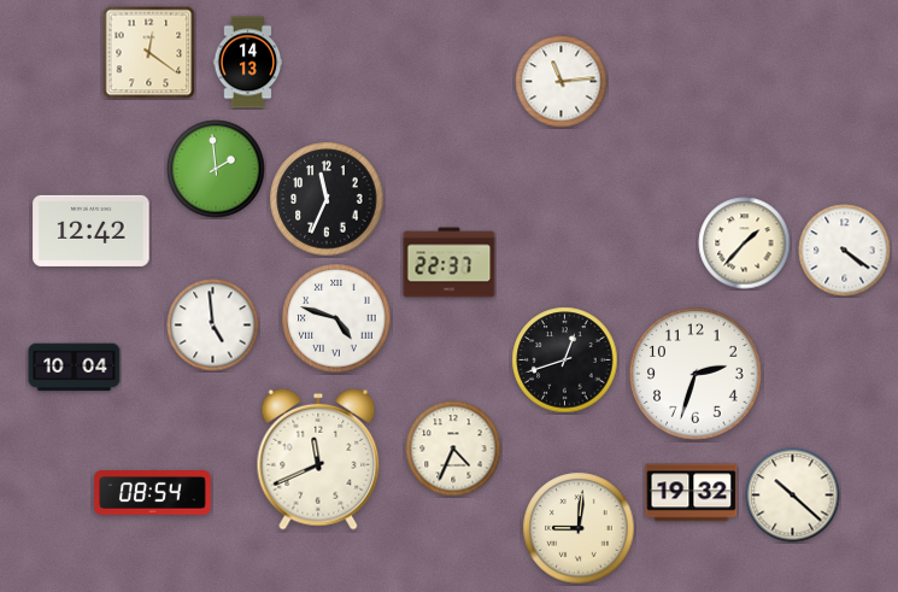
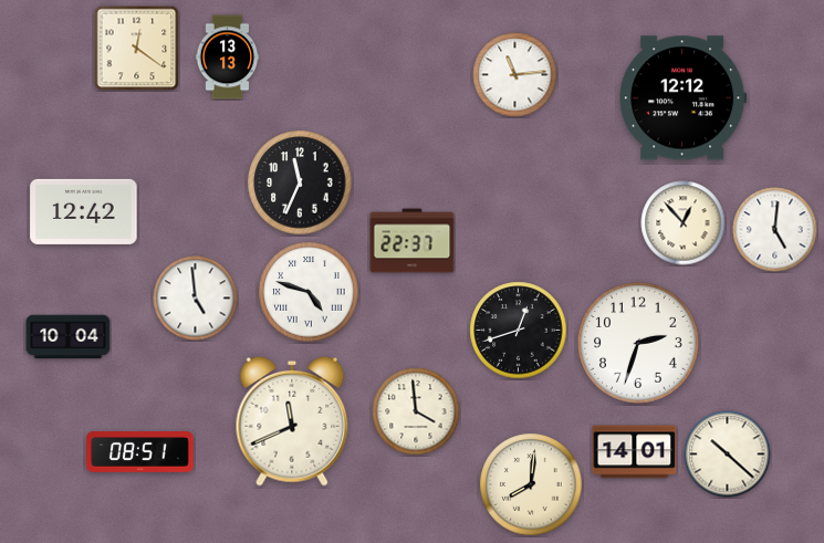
clock at (248, 63): 14:13 -> 13:13
clock at (684, 98): none -> 12:12
clock at (216, 169): 1:59 -> none
clock at (745, 244): 1:37 -> 12:53
clock at (845, 251): 4:21 -> 5:01
clock at (453, 449): 4:34 -> 3:59
clock at (153, 493): 08:54 -> 08:51
clock at (692, 493): 19:32 -> 14:01
clock at (579, 528): 9:01 -> 8:01
